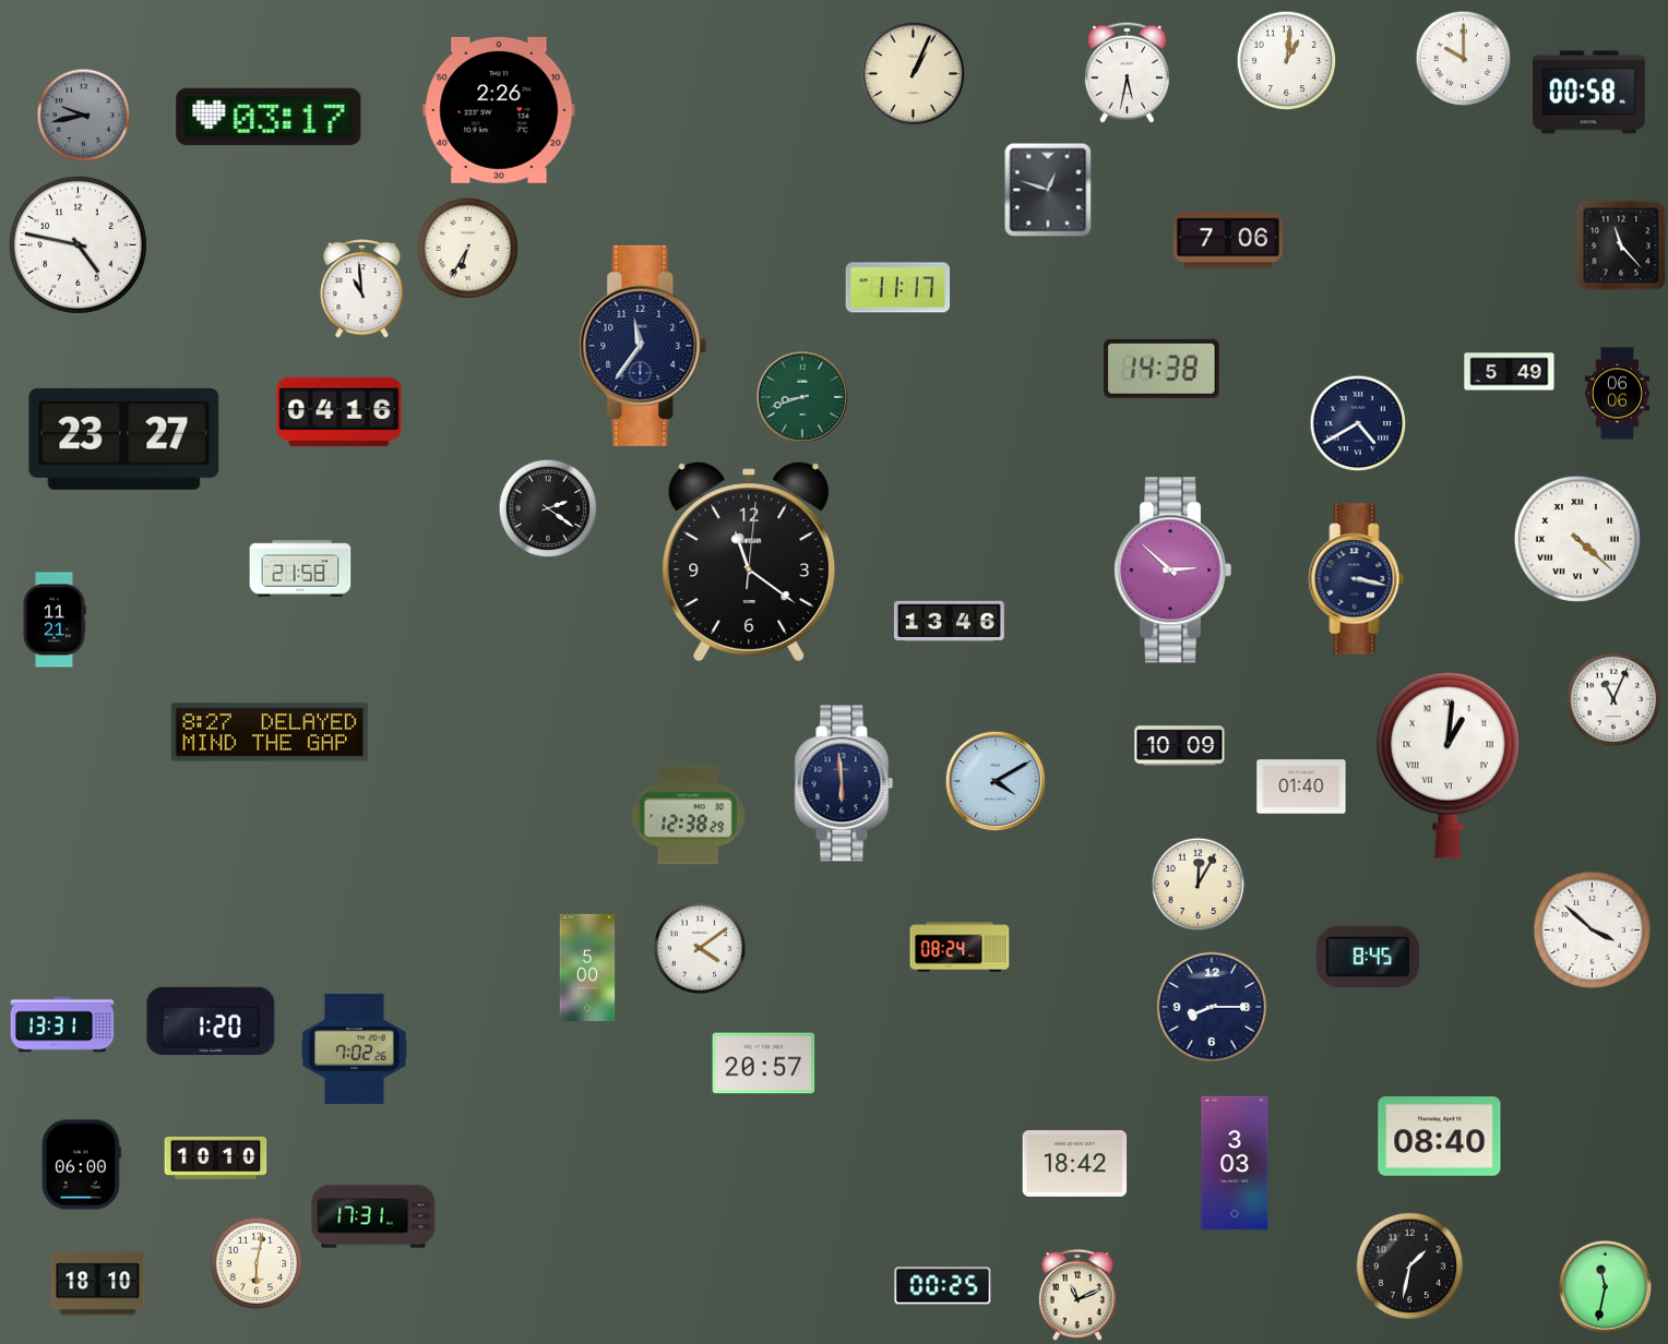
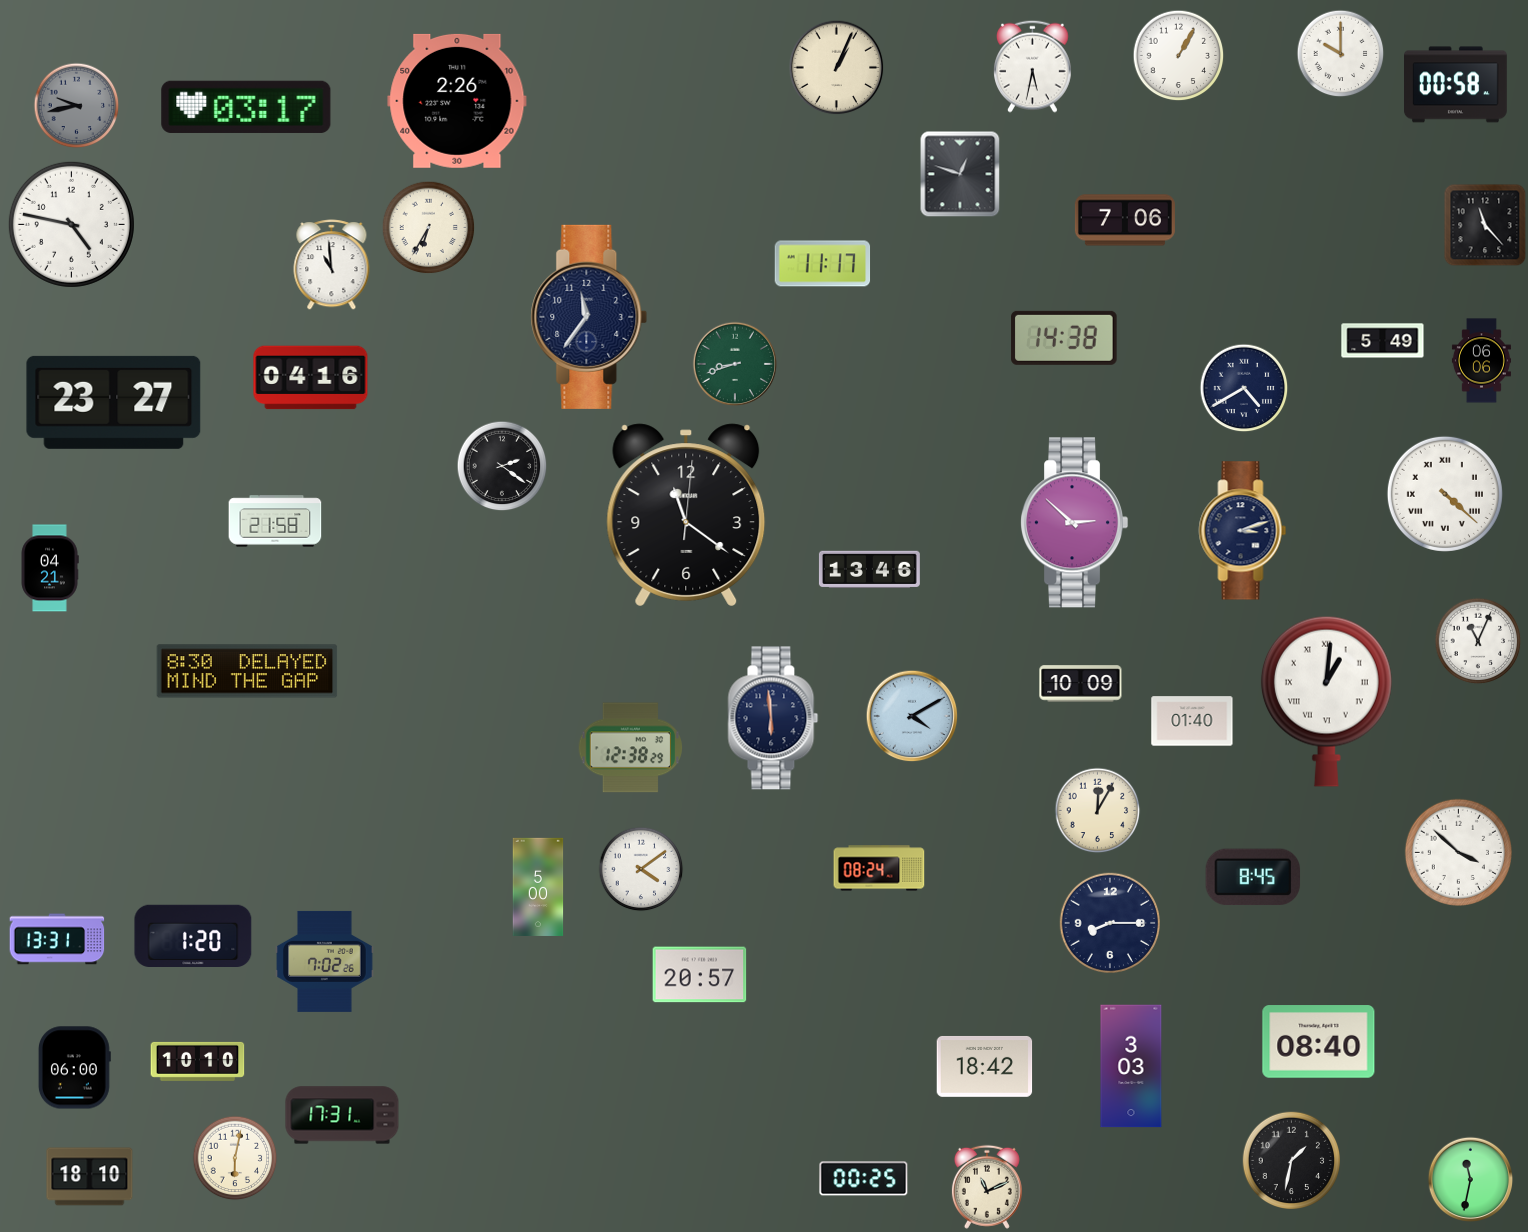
clock at (1287, 61): 1:01 -> 1:05
clock at (1357, 579): 3:17 -> 3:12
clock at (55, 620): 11:21 -> 04:21
clock at (270, 732): 8:27 -> 8:30
